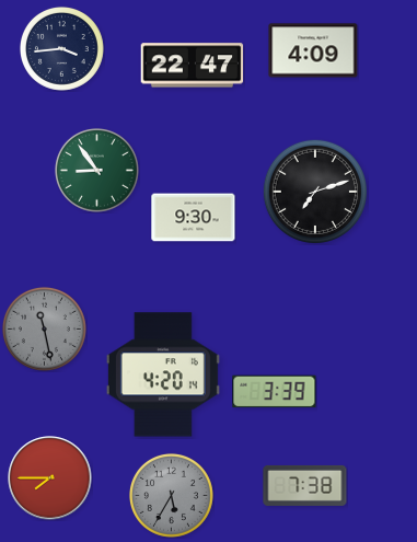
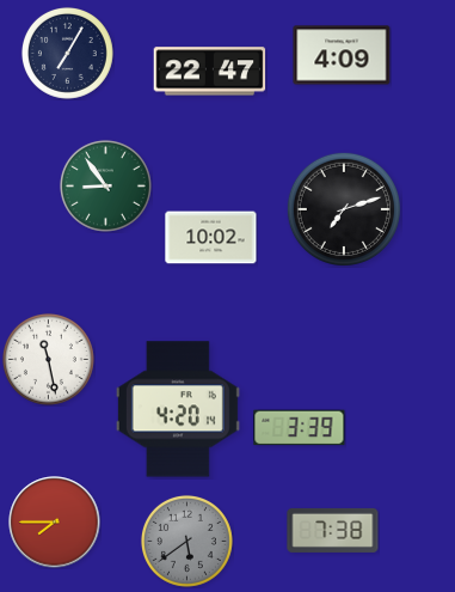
clock at (61, 48): 3:44 -> 7:05
clock at (194, 218): 9:30 -> 10:02
clock at (44, 328) dial: grey -> white
clock at (171, 495): 5:35 -> 5:39
